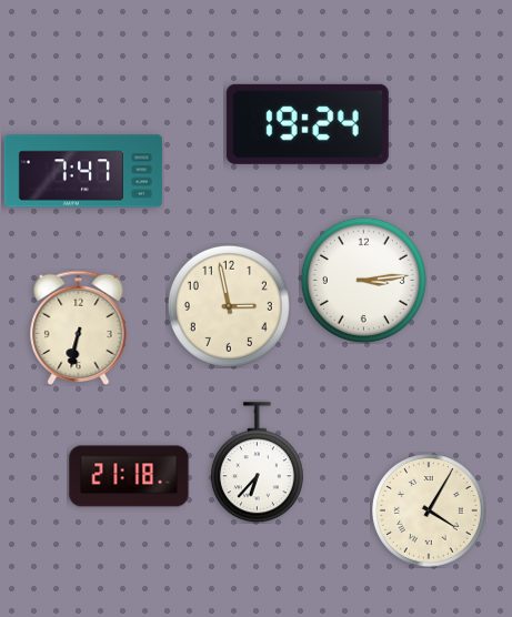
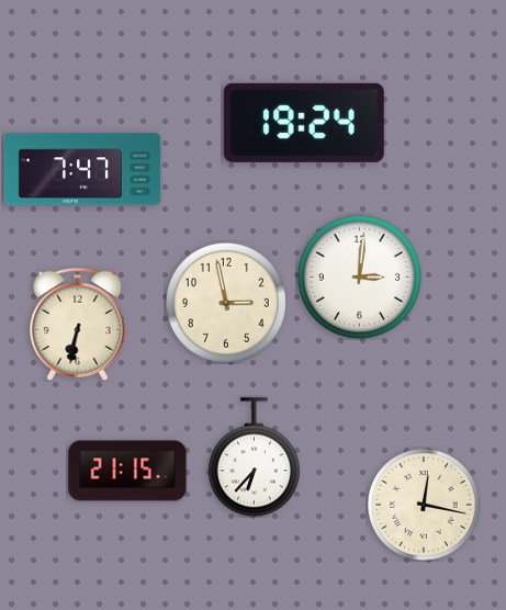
clock at (363, 280): 3:14 -> 3:01
clock at (129, 476): 21:18 -> 21:15
clock at (430, 512): 4:05 -> 12:17
